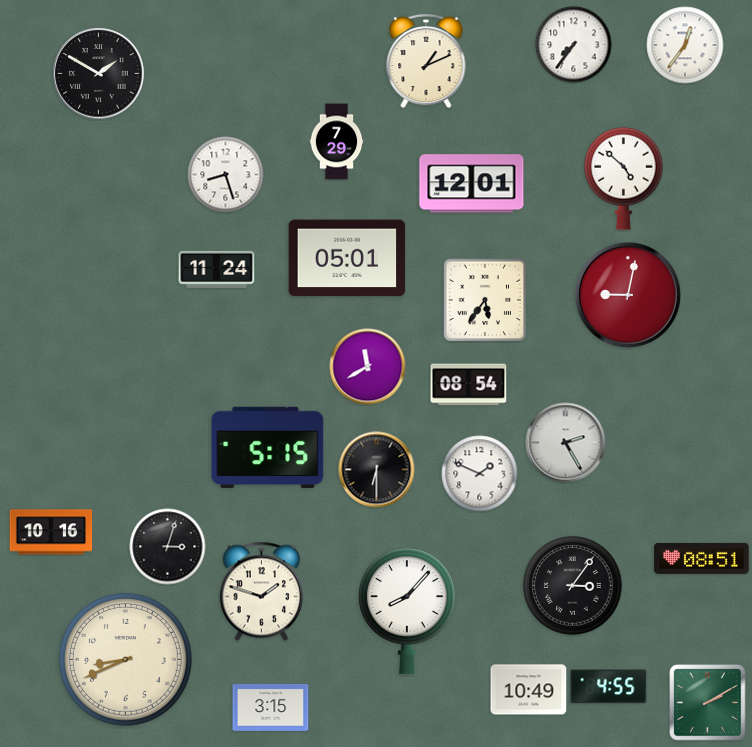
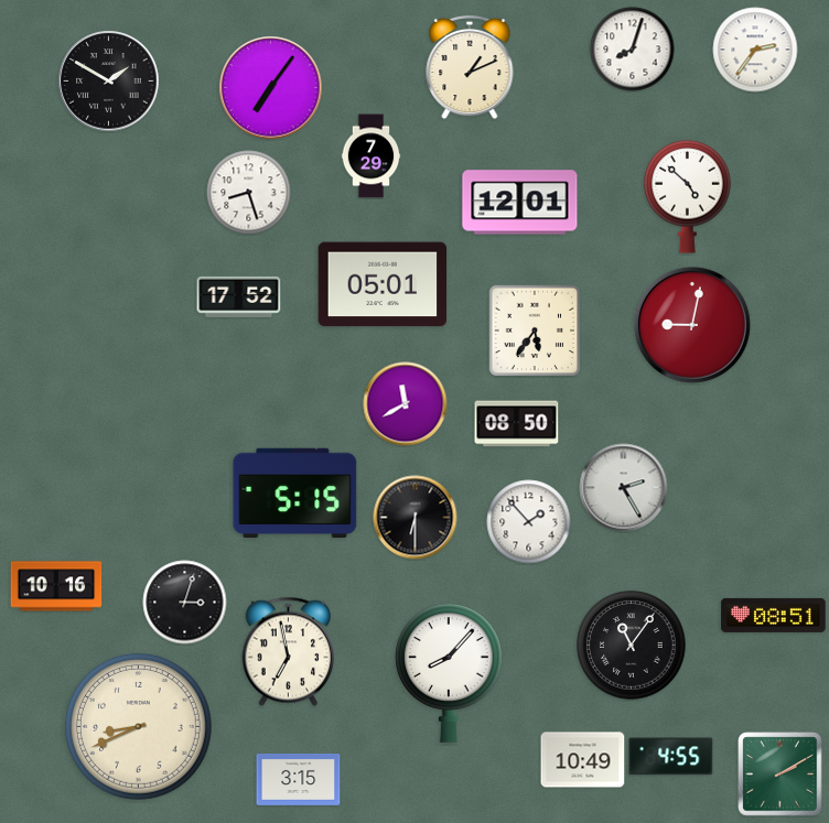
clock at (574, 45): 7:36 -> 8:03
clock at (685, 45): 12:36 -> 2:36
clock at (271, 88): none -> 7:06
clock at (217, 269): 11:24 -> 17:52
clock at (469, 385): 08:54 -> 08:50
clock at (480, 474): 1:49 -> 1:53
clock at (573, 586): 3:06 -> 11:06
clock at (261, 592): 1:48 -> 6:58
